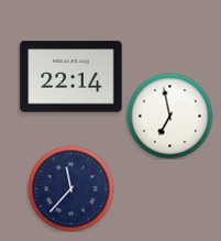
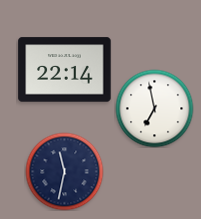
clock at (169, 116) position: (169, 116) -> (154, 108)
clock at (70, 188): 11:37 -> 11:32
